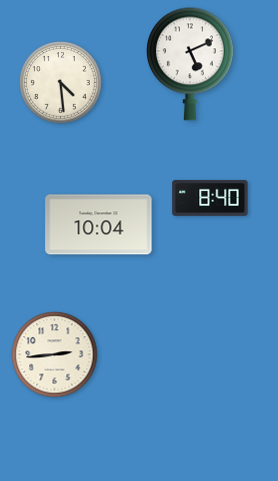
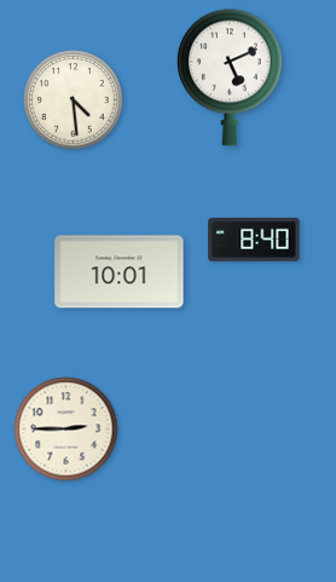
clock at (99, 225): 10:04 -> 10:01
clock at (55, 355): 2:44 -> 2:45
